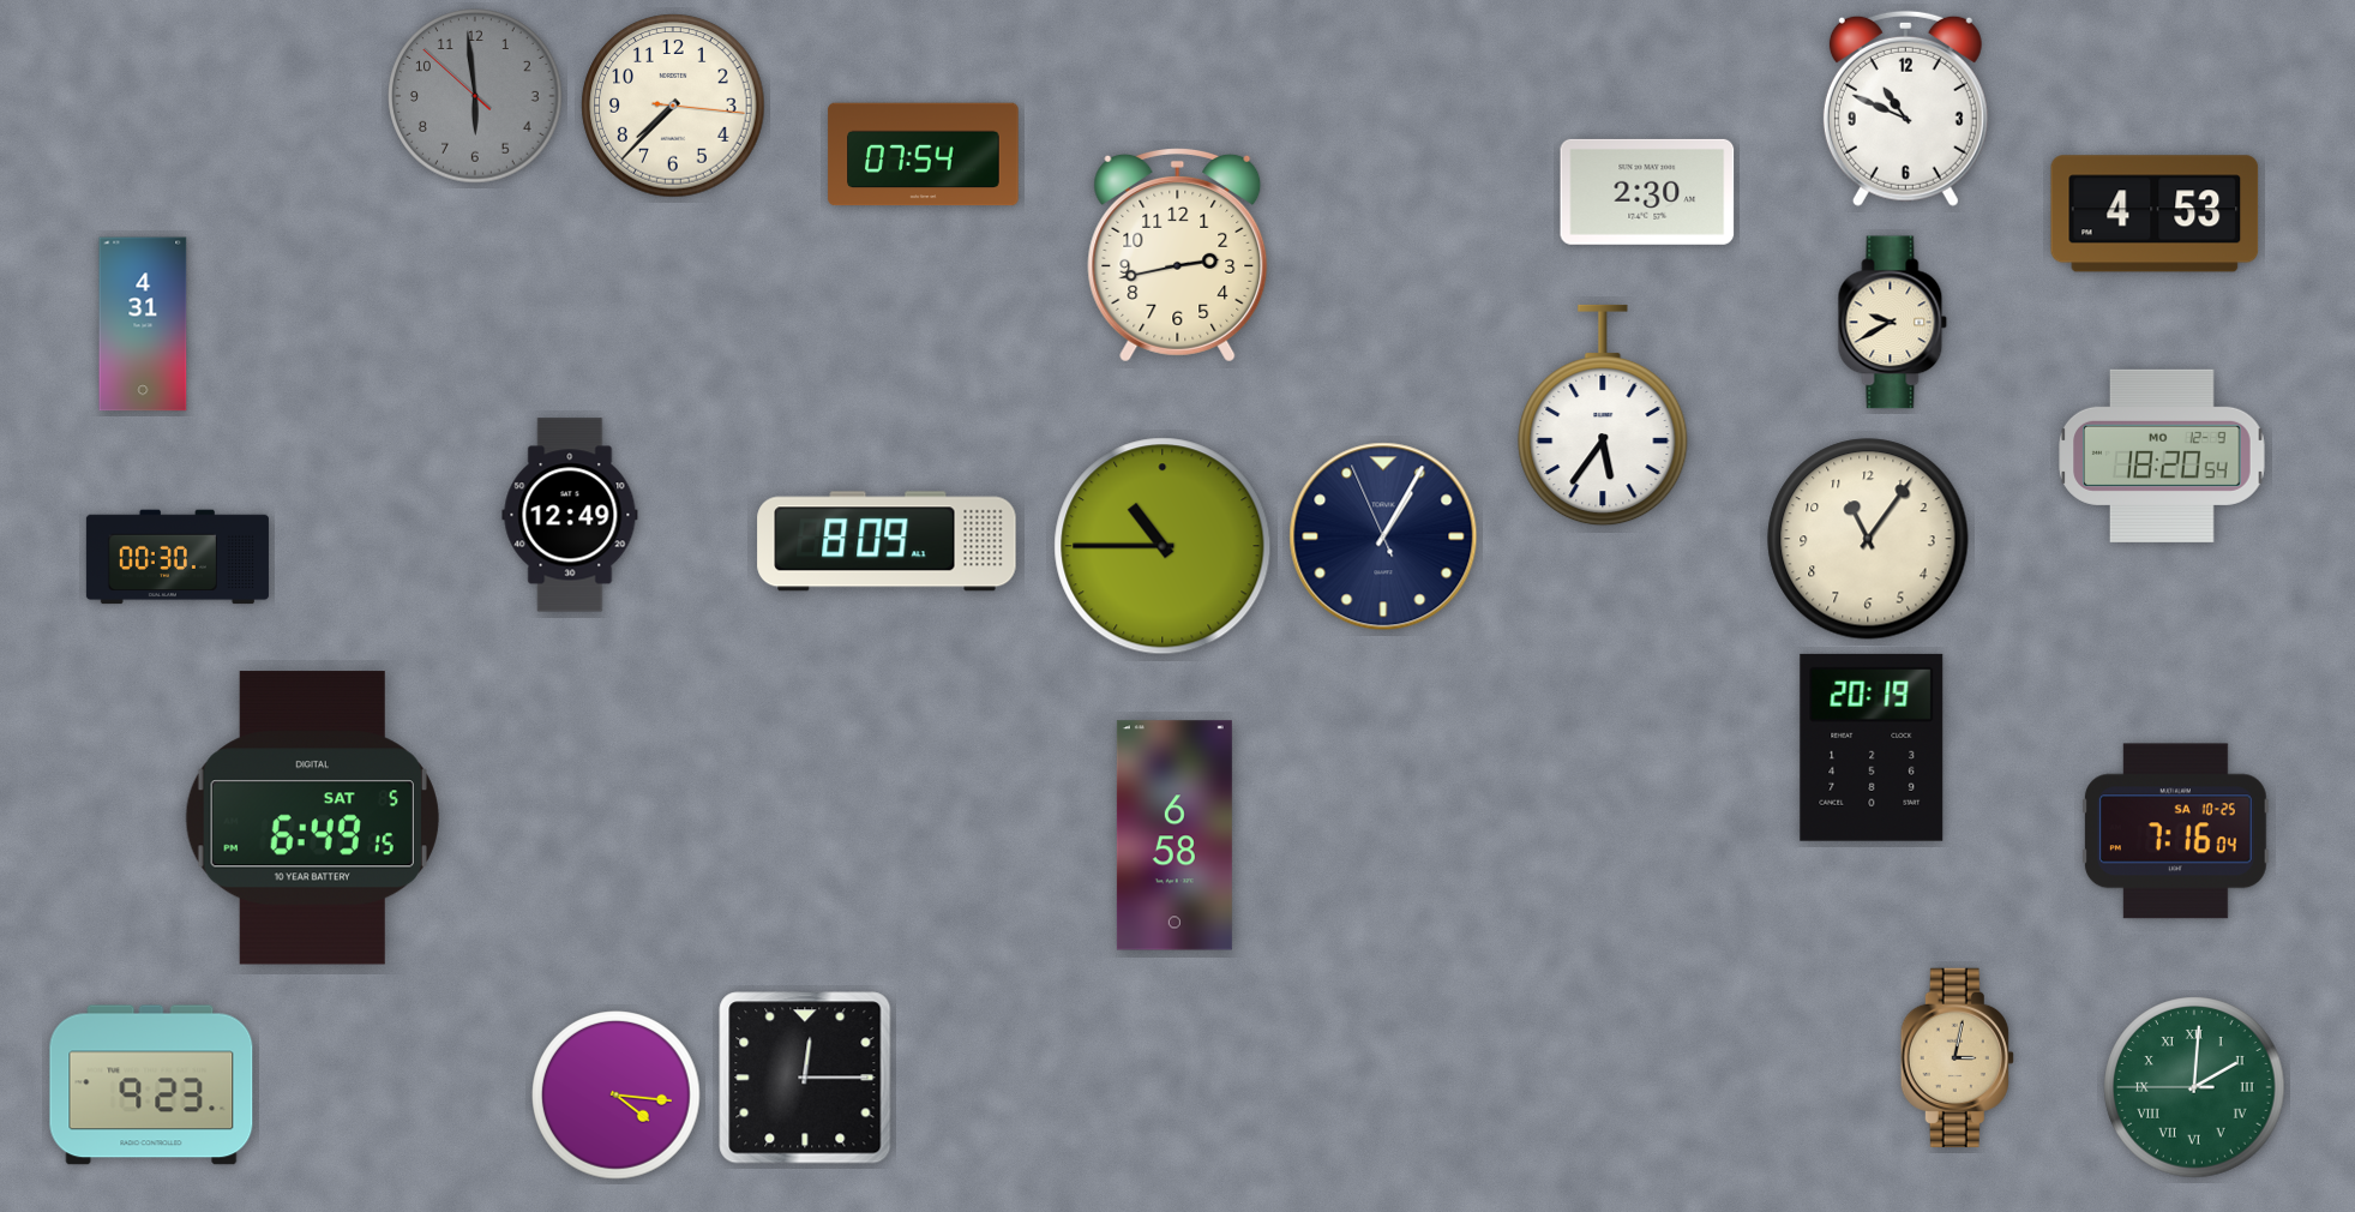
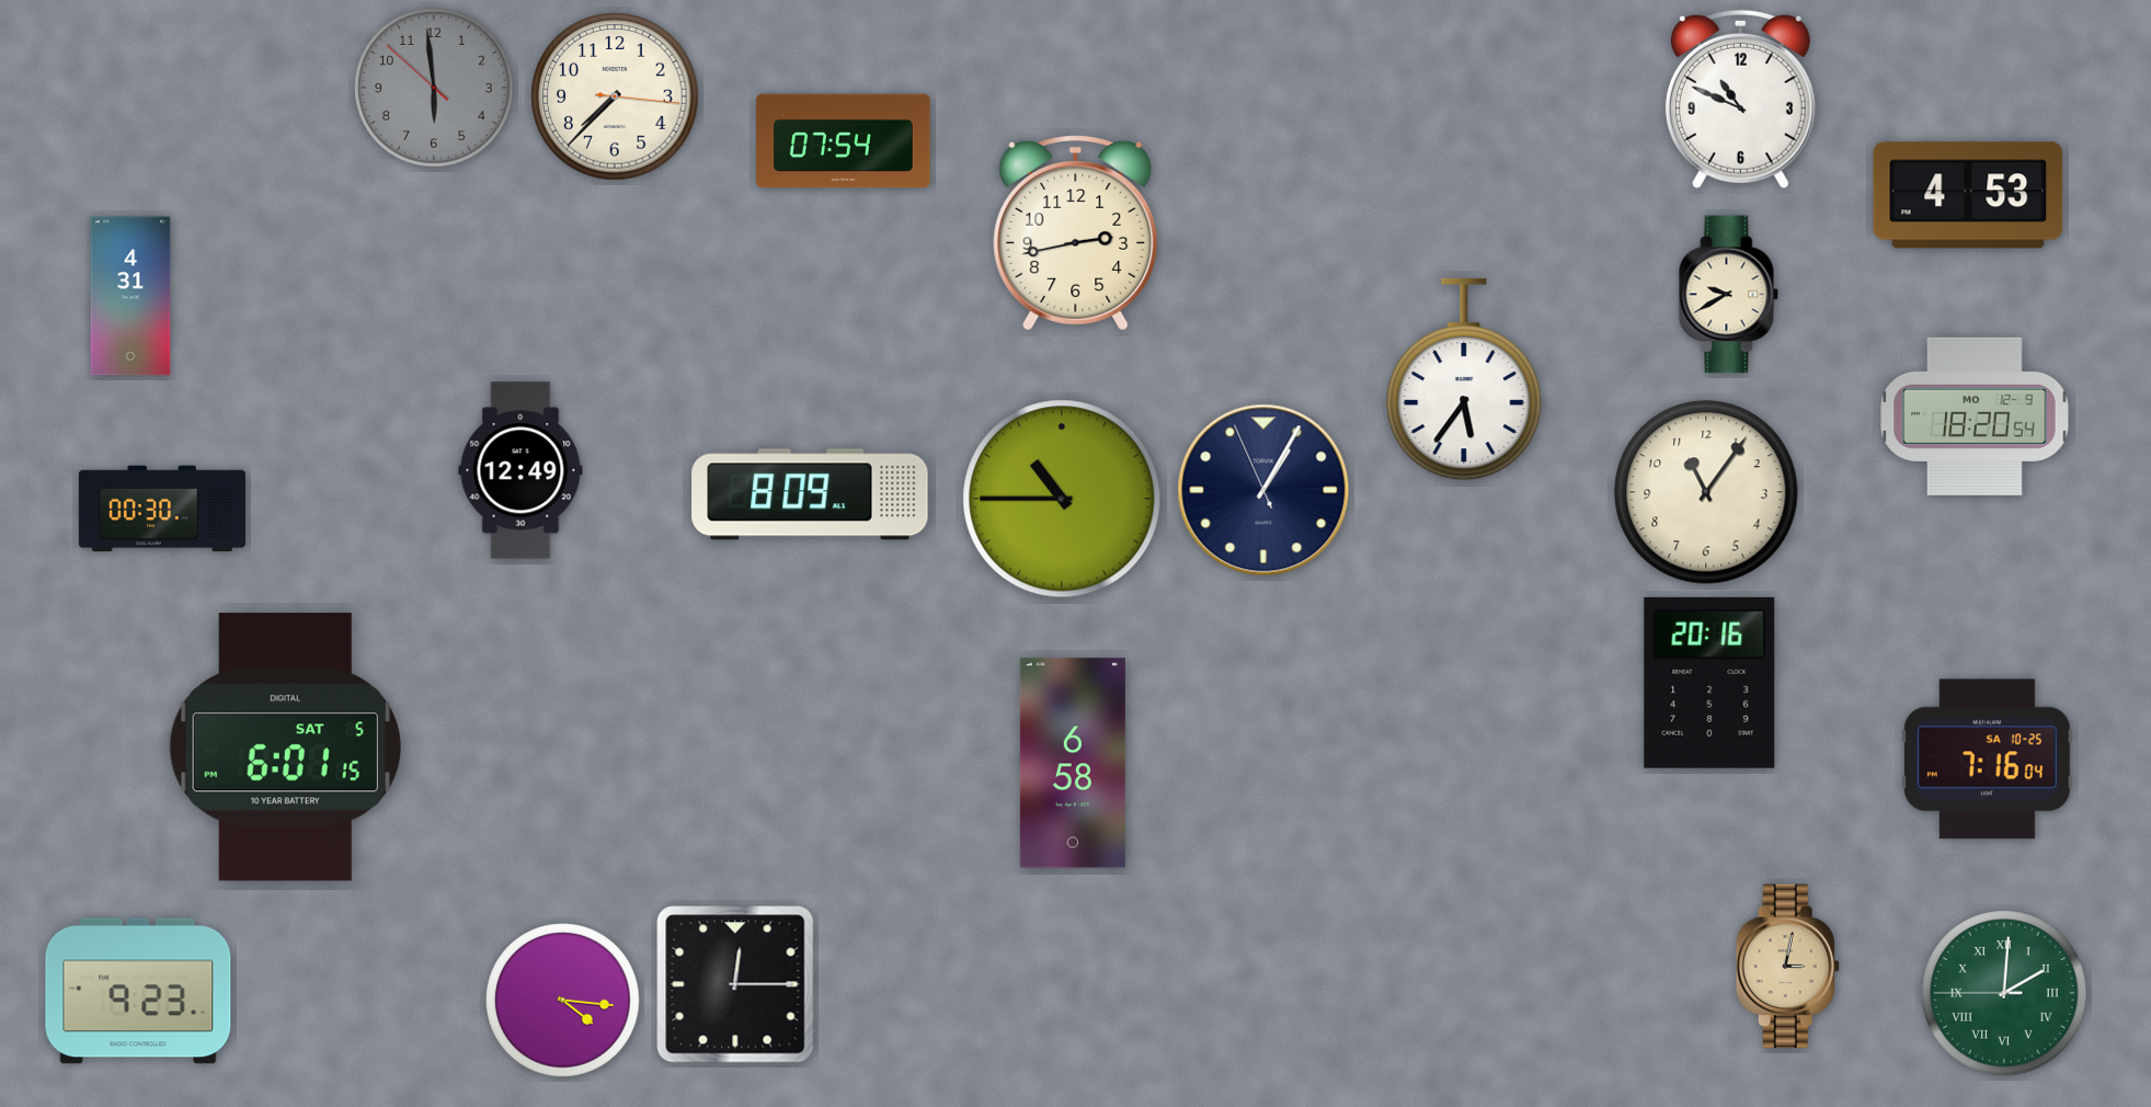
clock at (1647, 192): 2:30 -> none
clock at (1872, 748): 20:19 -> 20:16
clock at (312, 818): 6:49 -> 6:01
